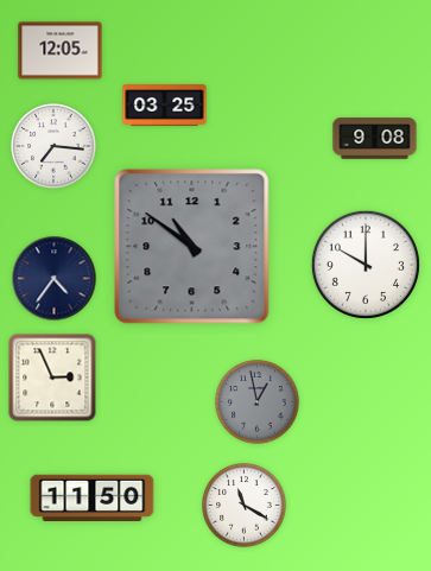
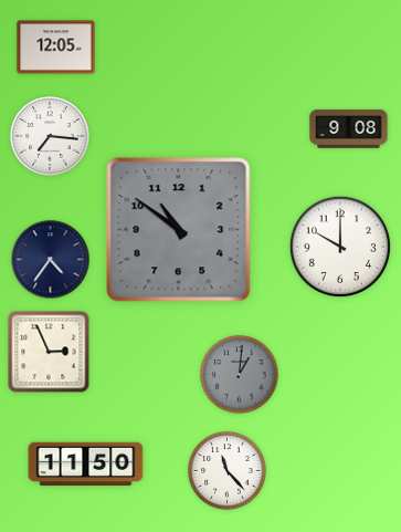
clock at (165, 106): 03:25 -> none
clock at (258, 402): 12:58 -> 1:01
clock at (245, 506): 11:20 -> 11:23
